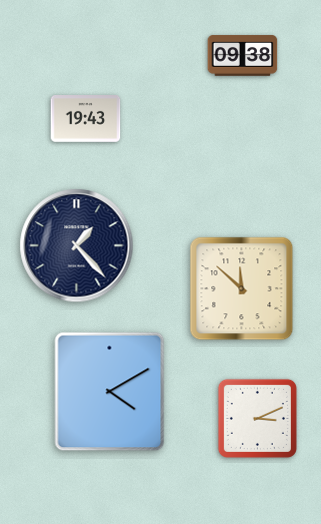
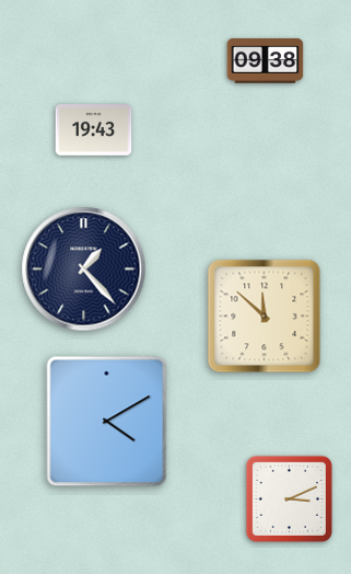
clock at (110, 392) position: (110, 392) -> (107, 422)
clock at (257, 418) position: (257, 418) -> (289, 498)
